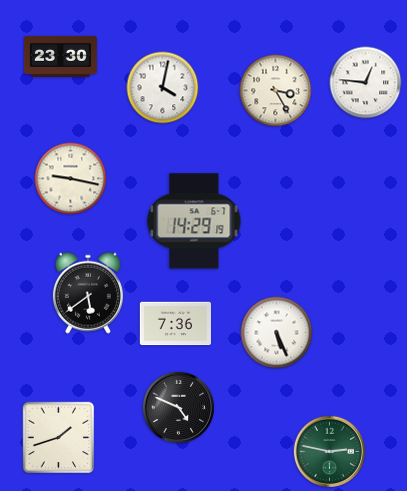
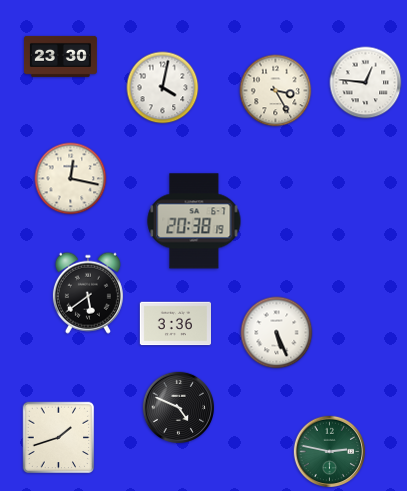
clock at (71, 179): 9:17 -> 12:17
clock at (194, 221): 14:29 -> 20:38
clock at (175, 324): 7:36 -> 3:36
